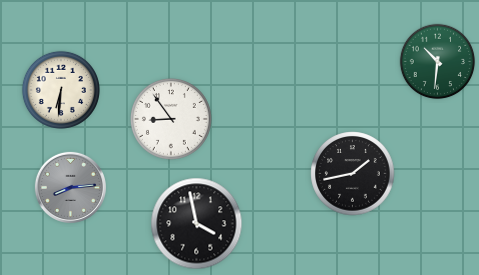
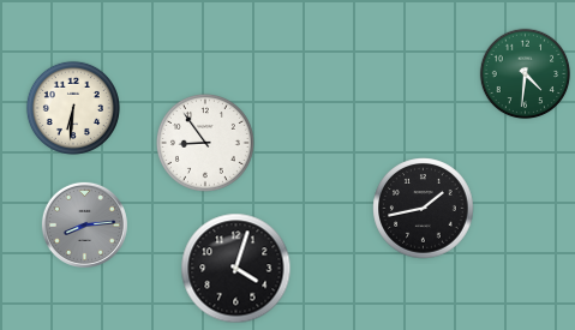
clock at (438, 62): 10:31 -> 4:31
clock at (197, 224): 3:58 -> 4:03
